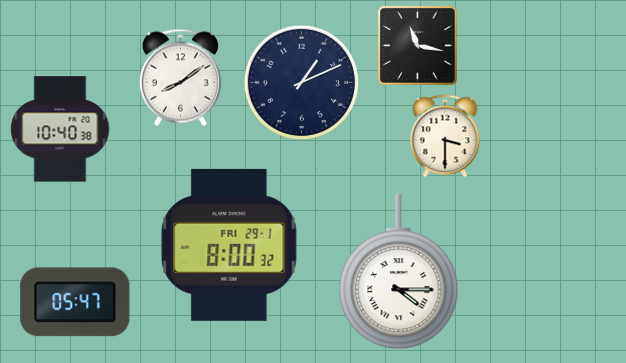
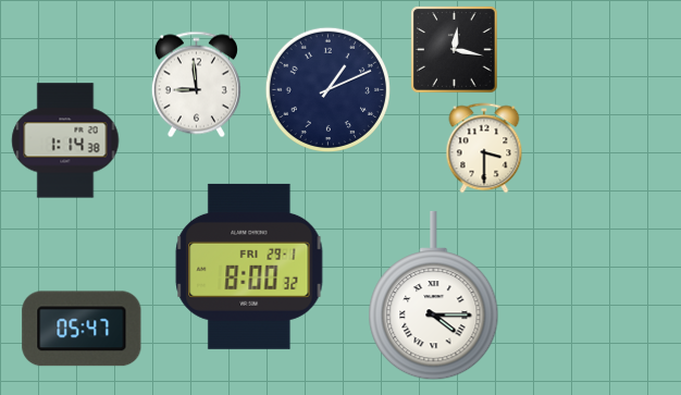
clock at (417, 45): 11:17 -> 12:17
clock at (180, 77): 8:09 -> 8:59
clock at (60, 129): 10:40 -> 1:14
